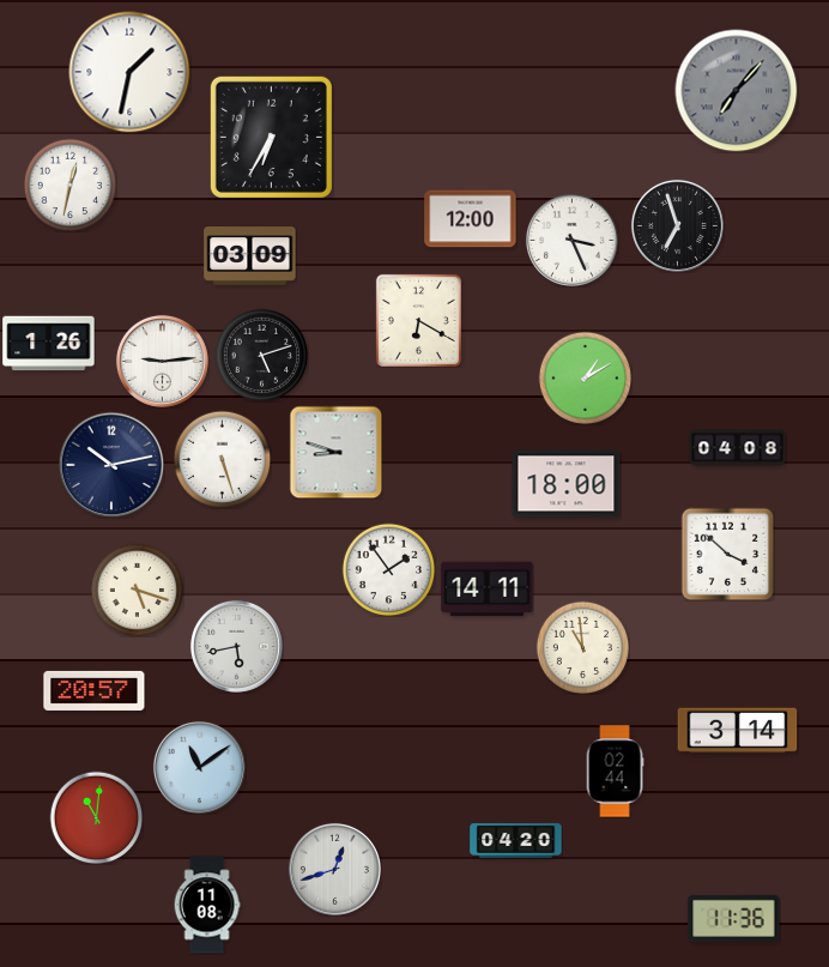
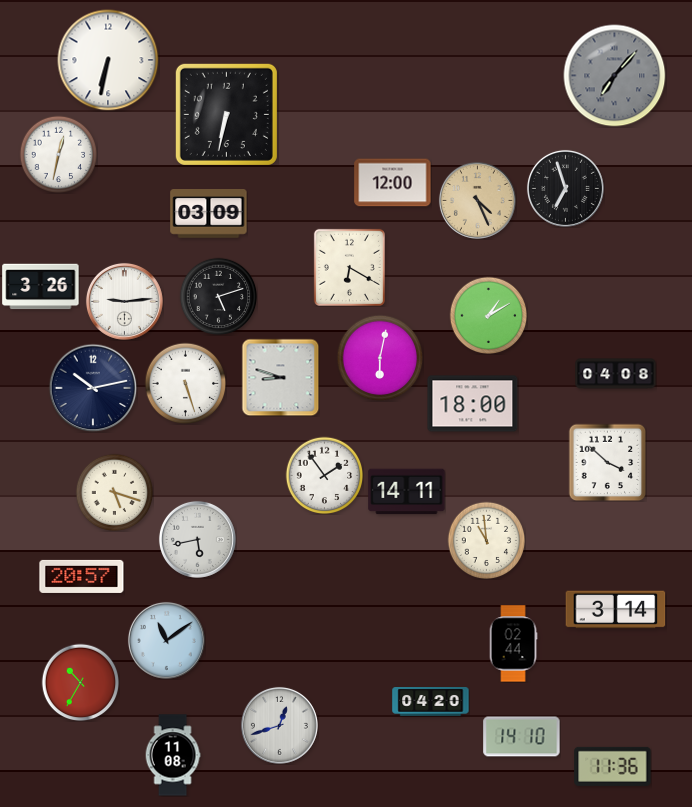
clock at (129, 72): 1:32 -> 6:32
clock at (271, 137): 6:35 -> 6:32
clock at (571, 240): 3:26 -> 4:26
clock at (571, 240) dial: white -> champagne
clock at (49, 344): 1:26 -> 3:26
clock at (162, 361) position: (162, 361) -> (124, 301)
clock at (380, 358): none -> 6:02
clock at (95, 690) position: (95, 690) -> (82, 576)
clock at (96, 817): 11:01 -> 10:35
clock at (522, 737): none -> 14:10
